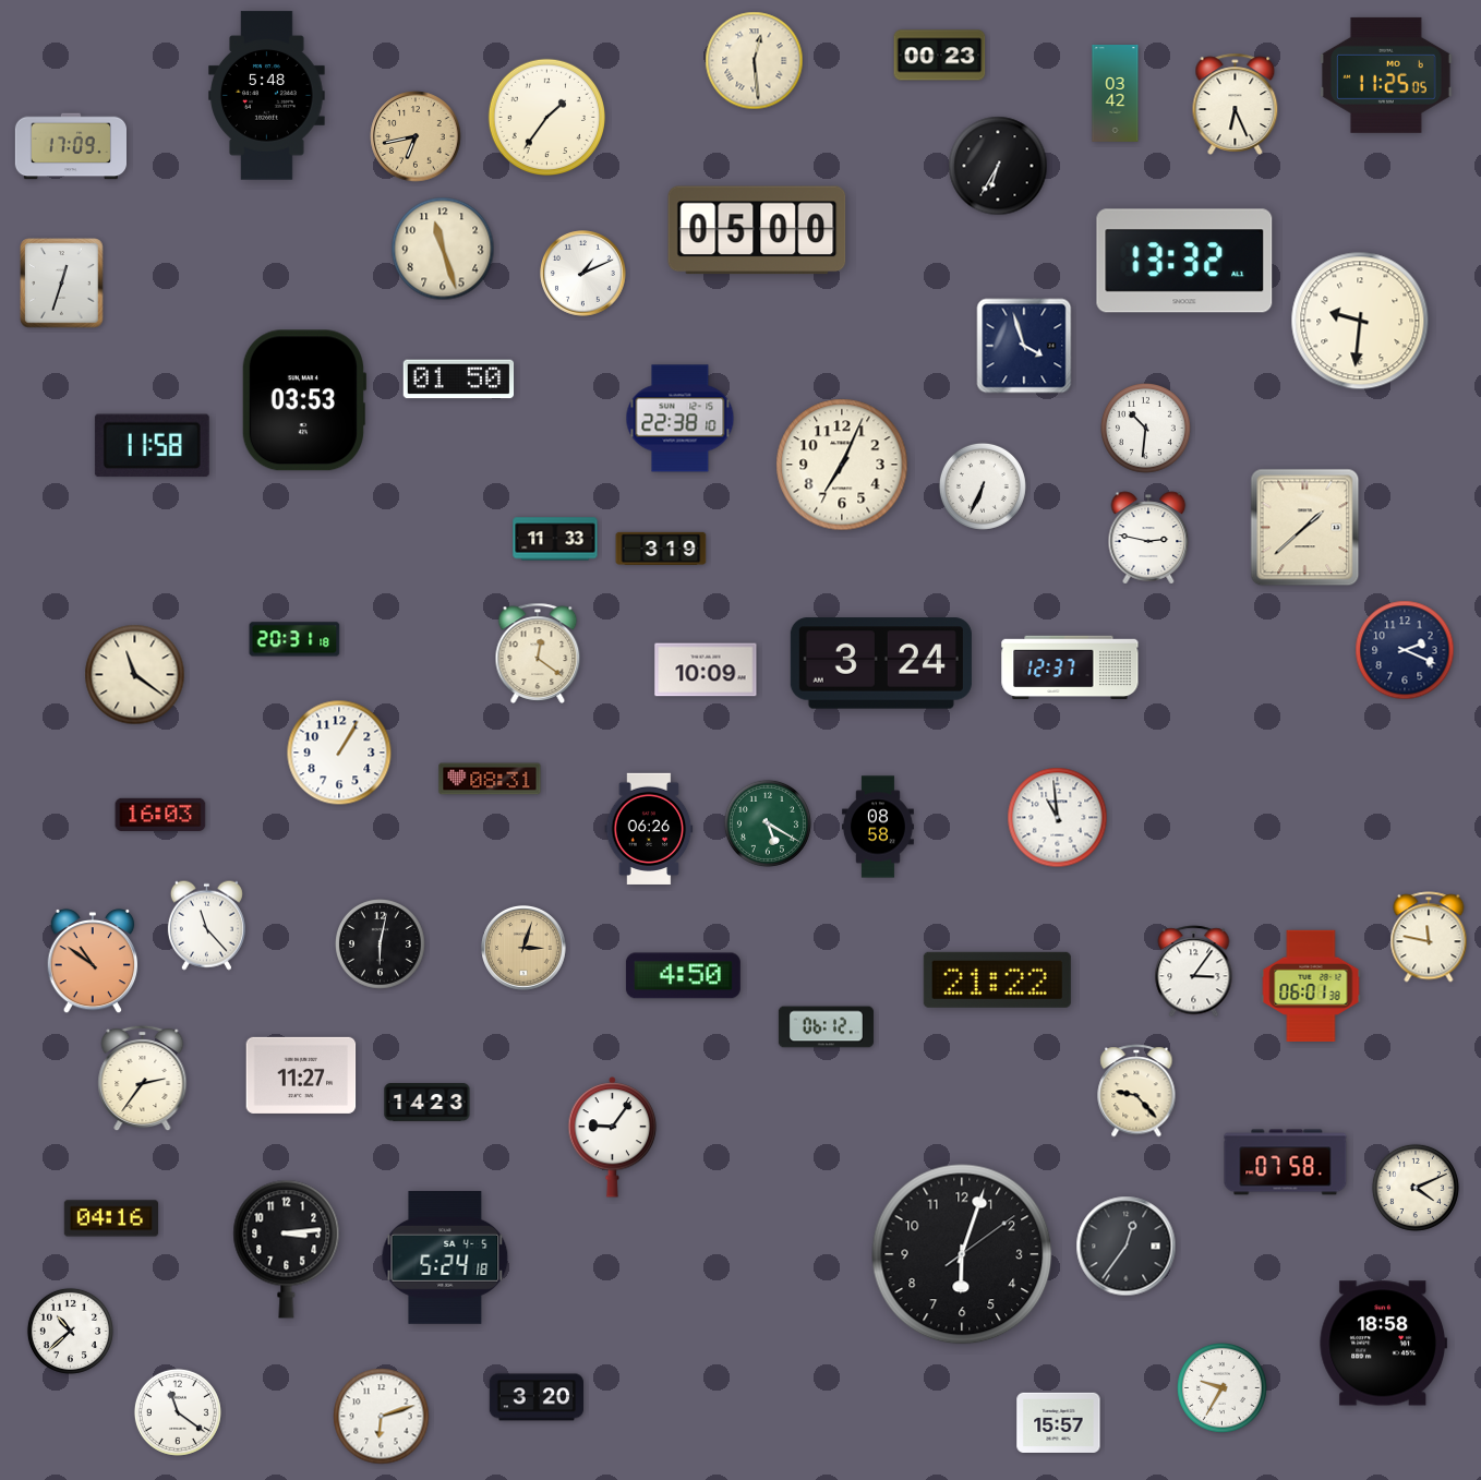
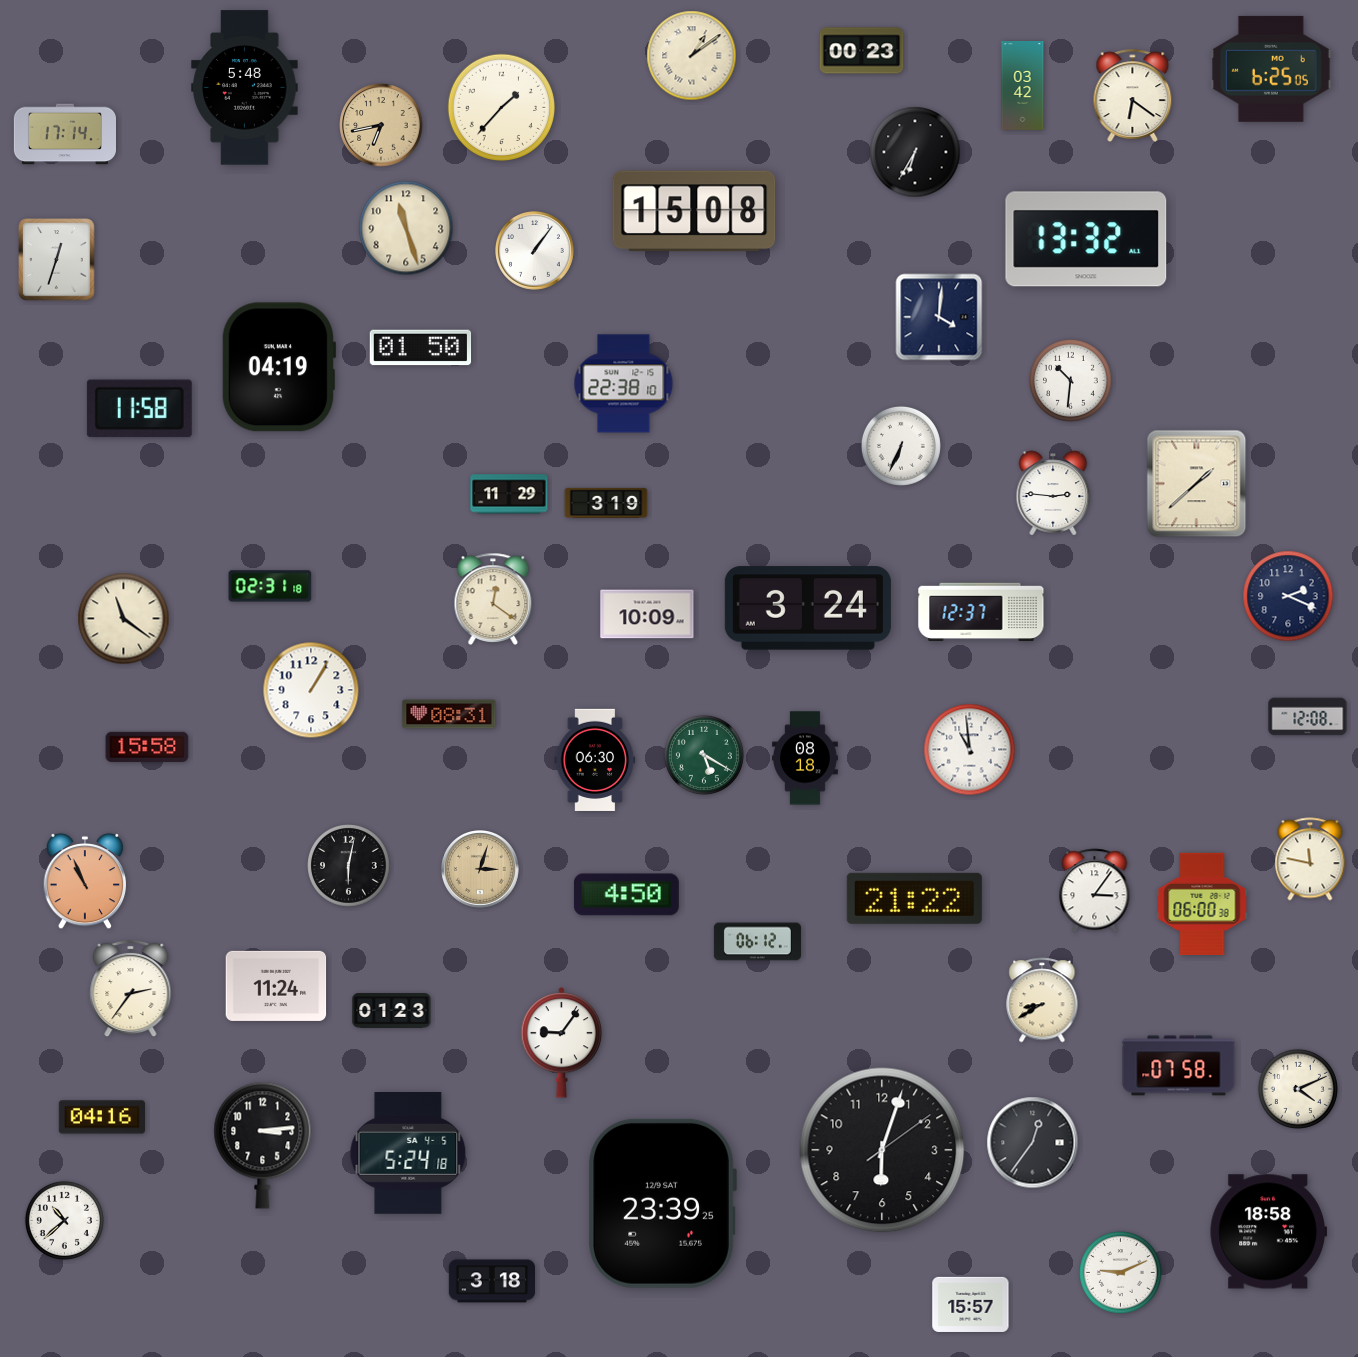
clock at (755, 61): 12:29 -> 1:09
clock at (1387, 75): 11:25 -> 6:25
clock at (1236, 104): 6:26 -> 6:21
clock at (546, 117): 1:36 -> 1:37
clock at (70, 146): 17:09 -> 17:14
clock at (757, 230): 05:00 -> 15:08
clock at (583, 274): 1:11 -> 1:06
clock at (1360, 321): 9:31 -> none
clock at (1024, 346): 3:57 -> 4:01
clock at (304, 400): 03:53 -> 04:19
clock at (1146, 429) position: (1146, 429) -> (1071, 381)
clock at (842, 465): 7:04 -> none
clock at (1148, 538): 2:47 -> 2:46
clock at (555, 539): 11:33 -> 11:29
clock at (294, 639): 20:31 -> 02:31
clock at (1308, 717): none -> 12:08
clock at (160, 814): 16:03 -> 15:58
clock at (878, 827): 08:58 -> 08:18
clock at (649, 829): 06:26 -> 06:30
clock at (206, 925): 11:23 -> none
clock at (93, 961): 10:51 -> 10:56
clock at (1311, 985): 06:01 -> 06:00
clock at (301, 1075): 11:27 -> 11:24
clock at (1136, 1091): 9:23 -> 8:40
clock at (428, 1103): 14:23 -> 01:23
clock at (662, 1203): none -> 23:39
clock at (1223, 1388): 9:35 -> 9:11
clock at (535, 1397): 3:20 -> 3:18
clock at (178, 1412): 11:21 -> none
clock at (382, 1417): 6:12 -> none
